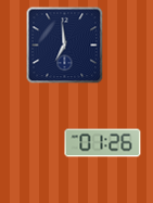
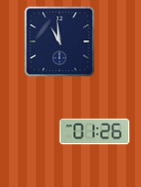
clock at (65, 46): 6:59 -> 10:59
